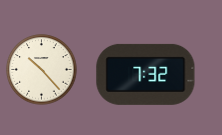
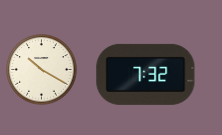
clock at (42, 70): 10:23 -> 10:20
